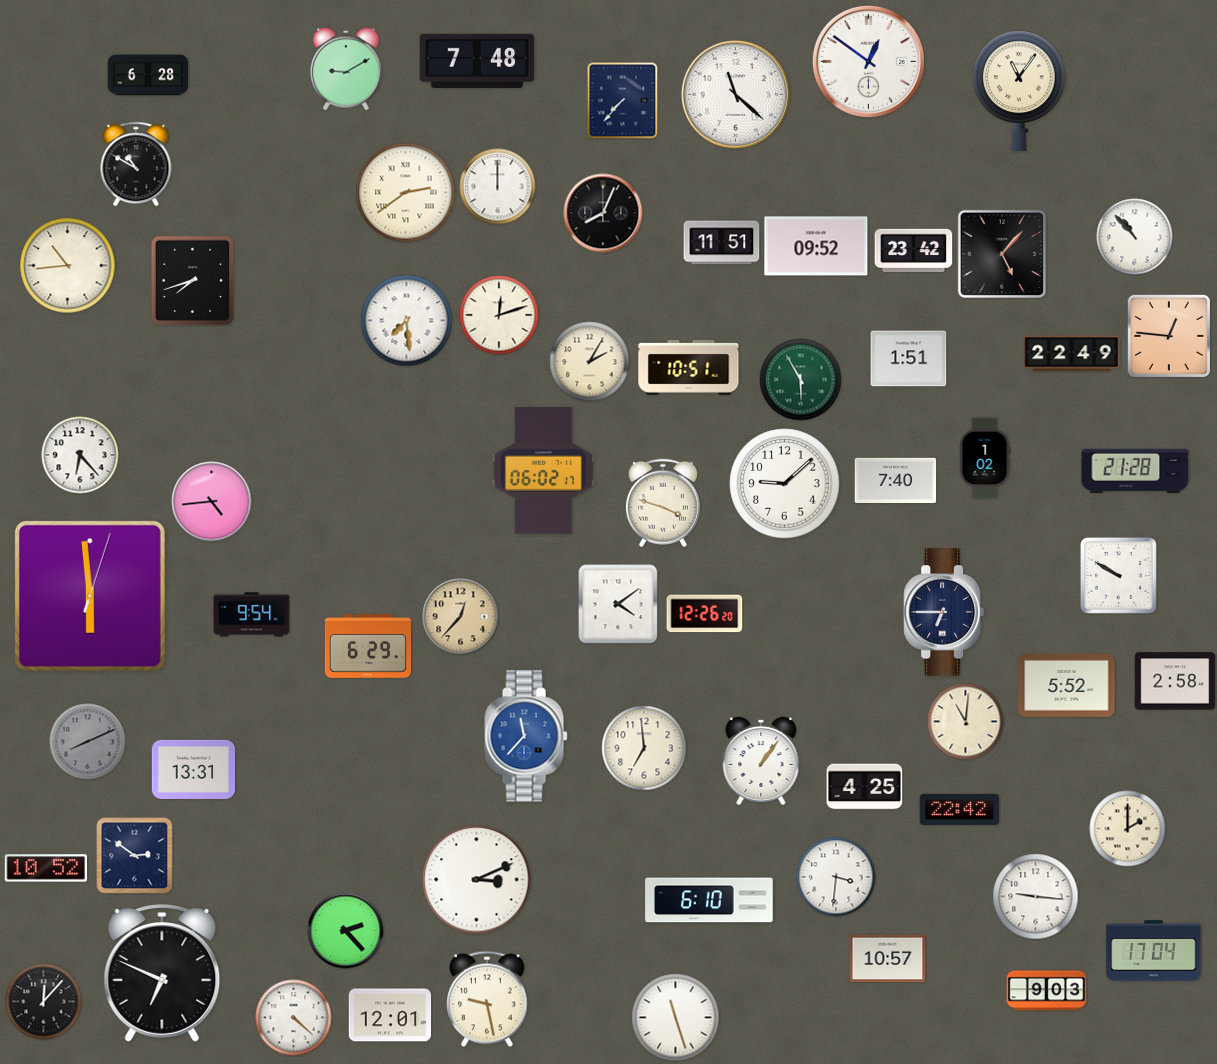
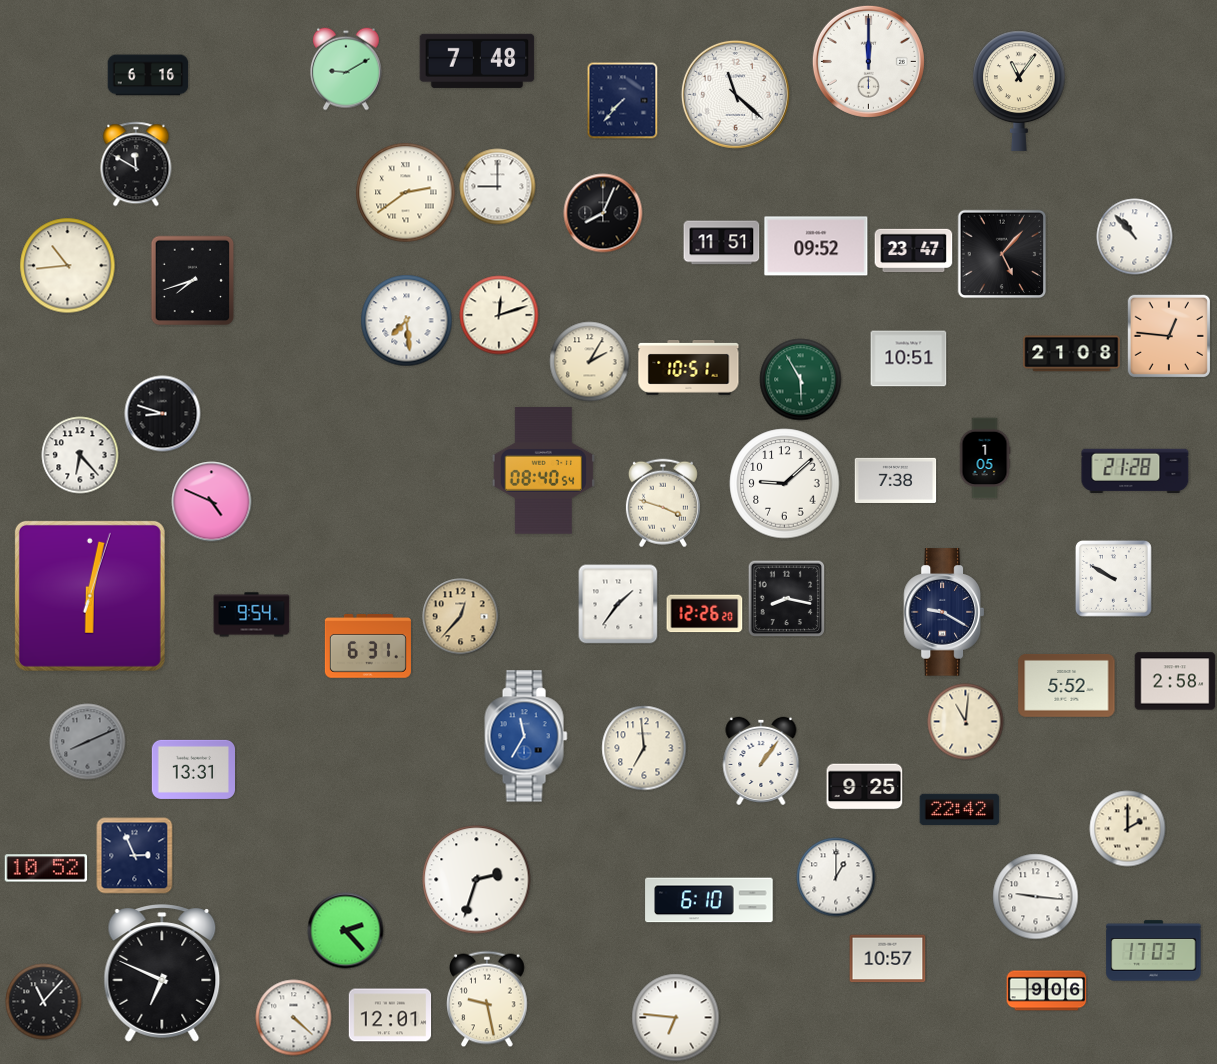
clock at (868, 61): 12:51 -> 12:00
clock at (148, 75): 6:28 -> 6:16
clock at (136, 164): 10:50 -> 11:50
clock at (498, 187): 12:00 -> 9:00
clock at (914, 251): 23:42 -> 23:47
clock at (1072, 354): 22:49 -> 21:08
clock at (909, 359): 1:51 -> 10:51
clock at (163, 414): none -> 8:48
clock at (985, 458): 1:02 -> 1:05
clock at (543, 471): 06:02 -> 08:40
clock at (896, 480): 7:40 -> 7:38
clock at (212, 502): 4:44 -> 4:49
clock at (1118, 575) position: (1118, 575) -> (1113, 578)
clock at (90, 596): 5:59 -> 6:02
clock at (786, 598): none -> 8:17
clock at (618, 604): 4:09 -> 1:36
clock at (943, 612): 6:45 -> 9:20
clock at (368, 646): 6:29 -> 6:31
clock at (526, 736): 11:37 -> 11:35
clock at (865, 787): 4:25 -> 9:25
clock at (135, 856): 2:51 -> 2:56
clock at (836, 877): 3:31 -> 1:00
clock at (477, 880): 3:11 -> 2:33
clock at (1154, 951): 17:04 -> 17:03
clock at (1047, 991): 9:03 -> 9:06
clock at (44, 1002): 12:07 -> 11:07
clock at (676, 1018): 11:27 -> 6:46
